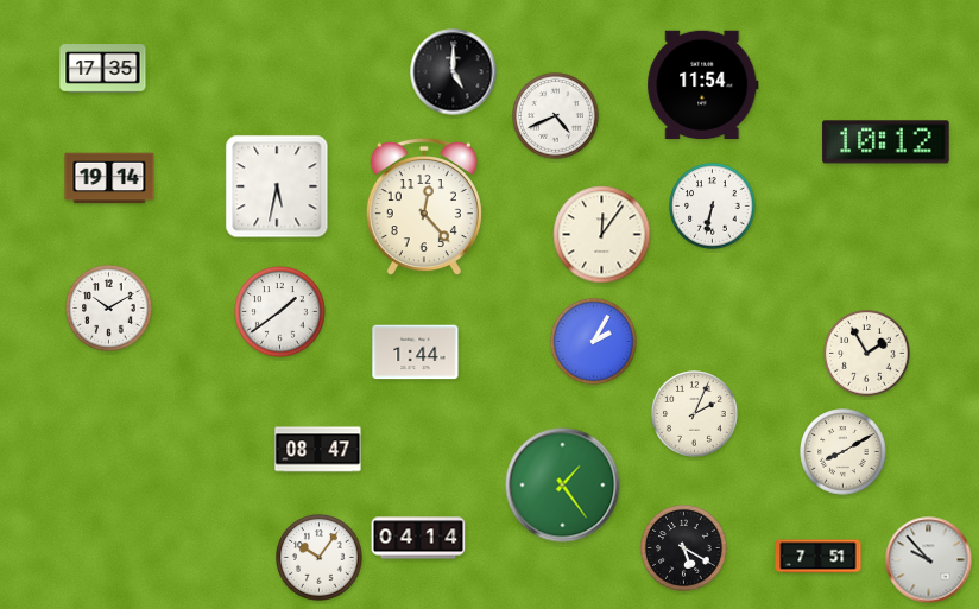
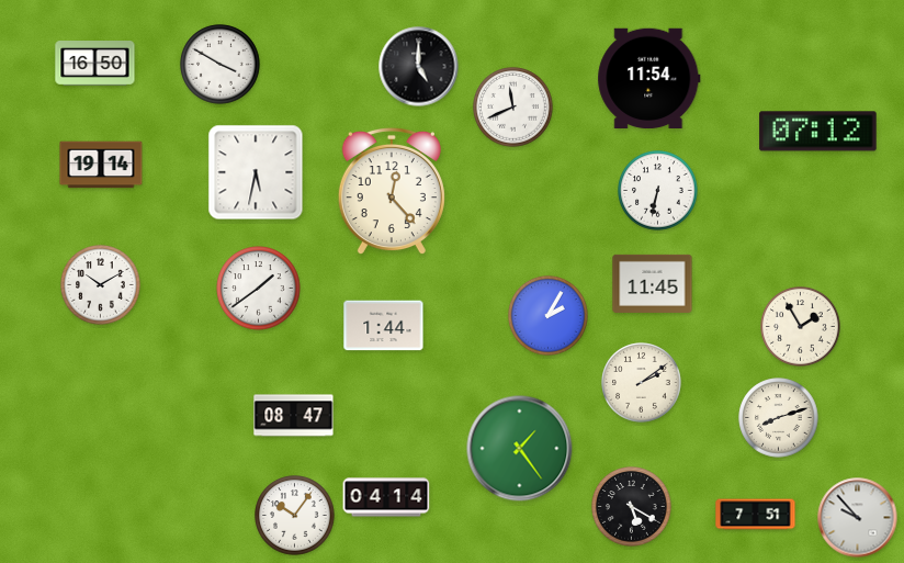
clock at (103, 69): 17:35 -> 16:50
clock at (221, 65): none -> 3:50
clock at (556, 116): 4:41 -> 11:41
clock at (886, 142): 10:12 -> 07:12
clock at (602, 235): 12:06 -> none
clock at (653, 283): none -> 11:45
clock at (695, 414): 2:04 -> 2:09
clock at (844, 452): 8:10 -> 8:12
